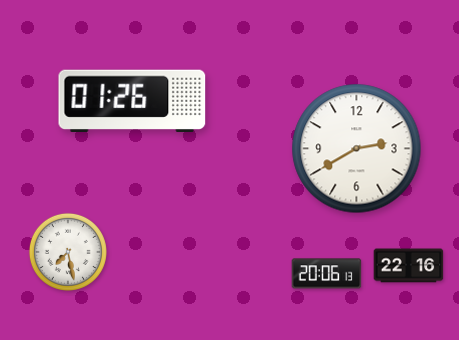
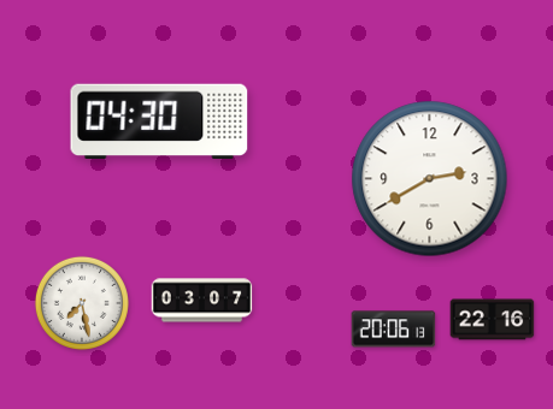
clock at (132, 100): 01:26 -> 04:30
clock at (202, 301): none -> 03:07
